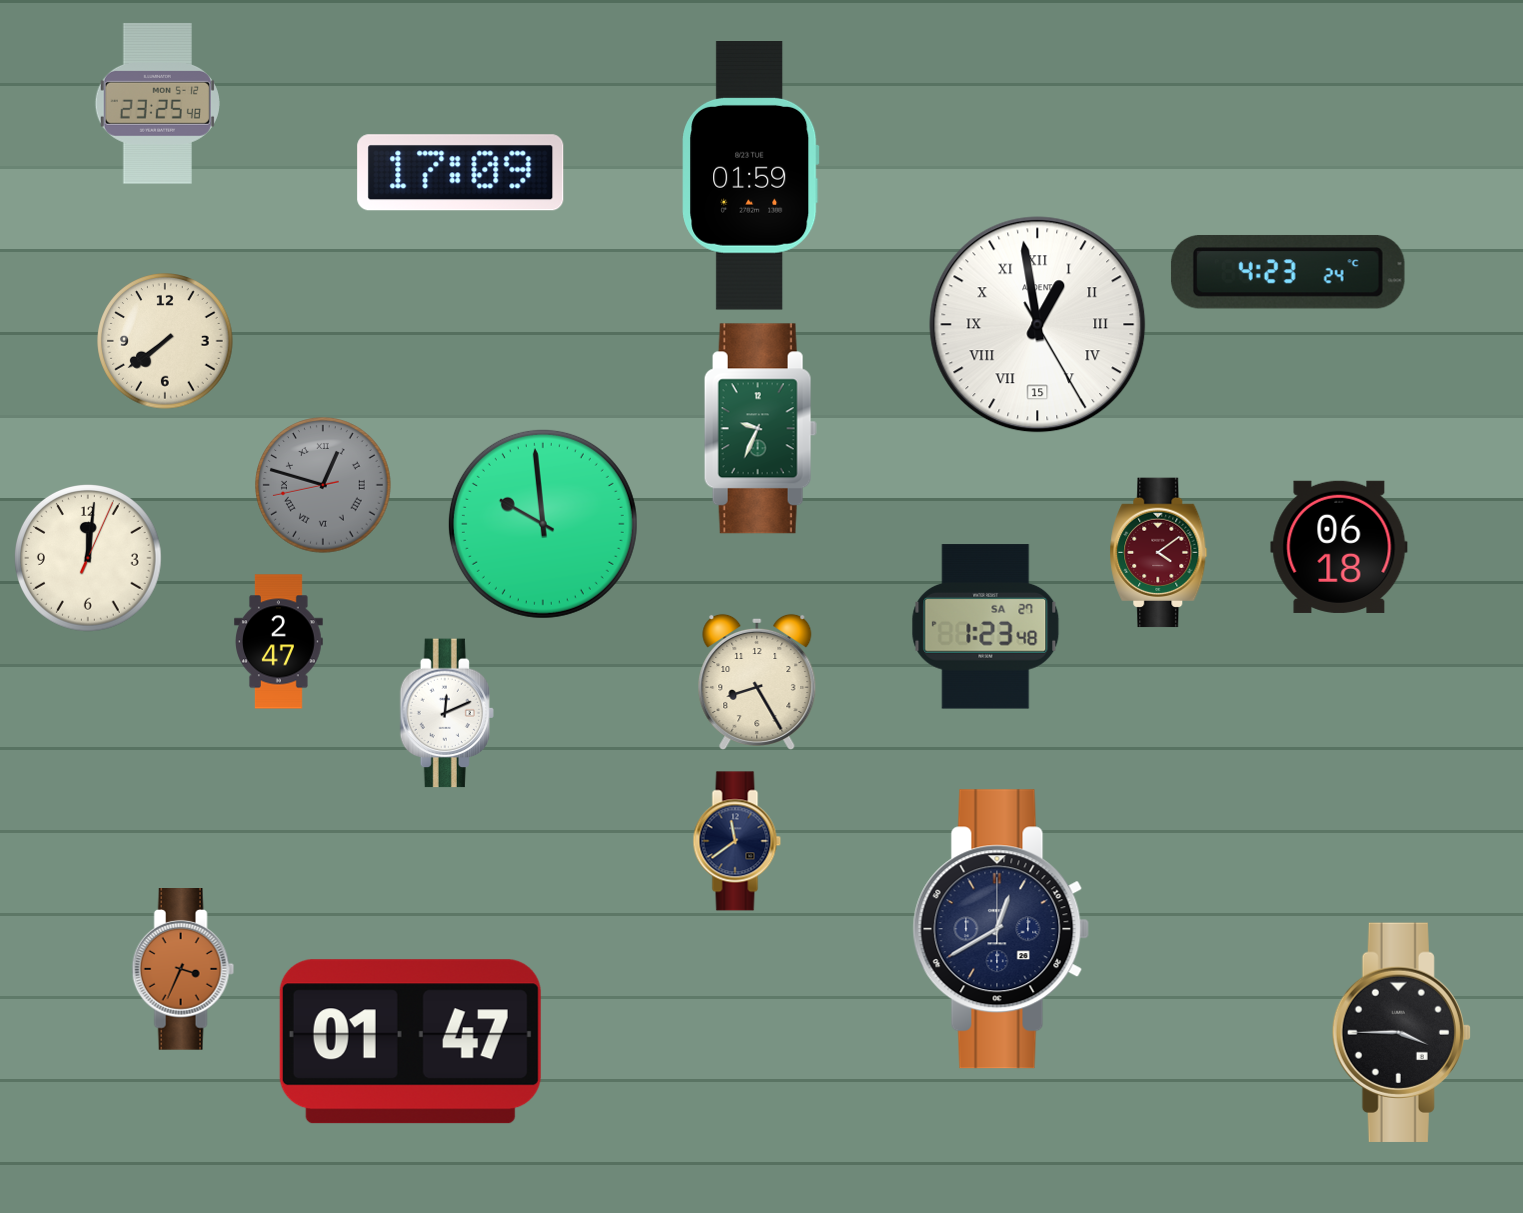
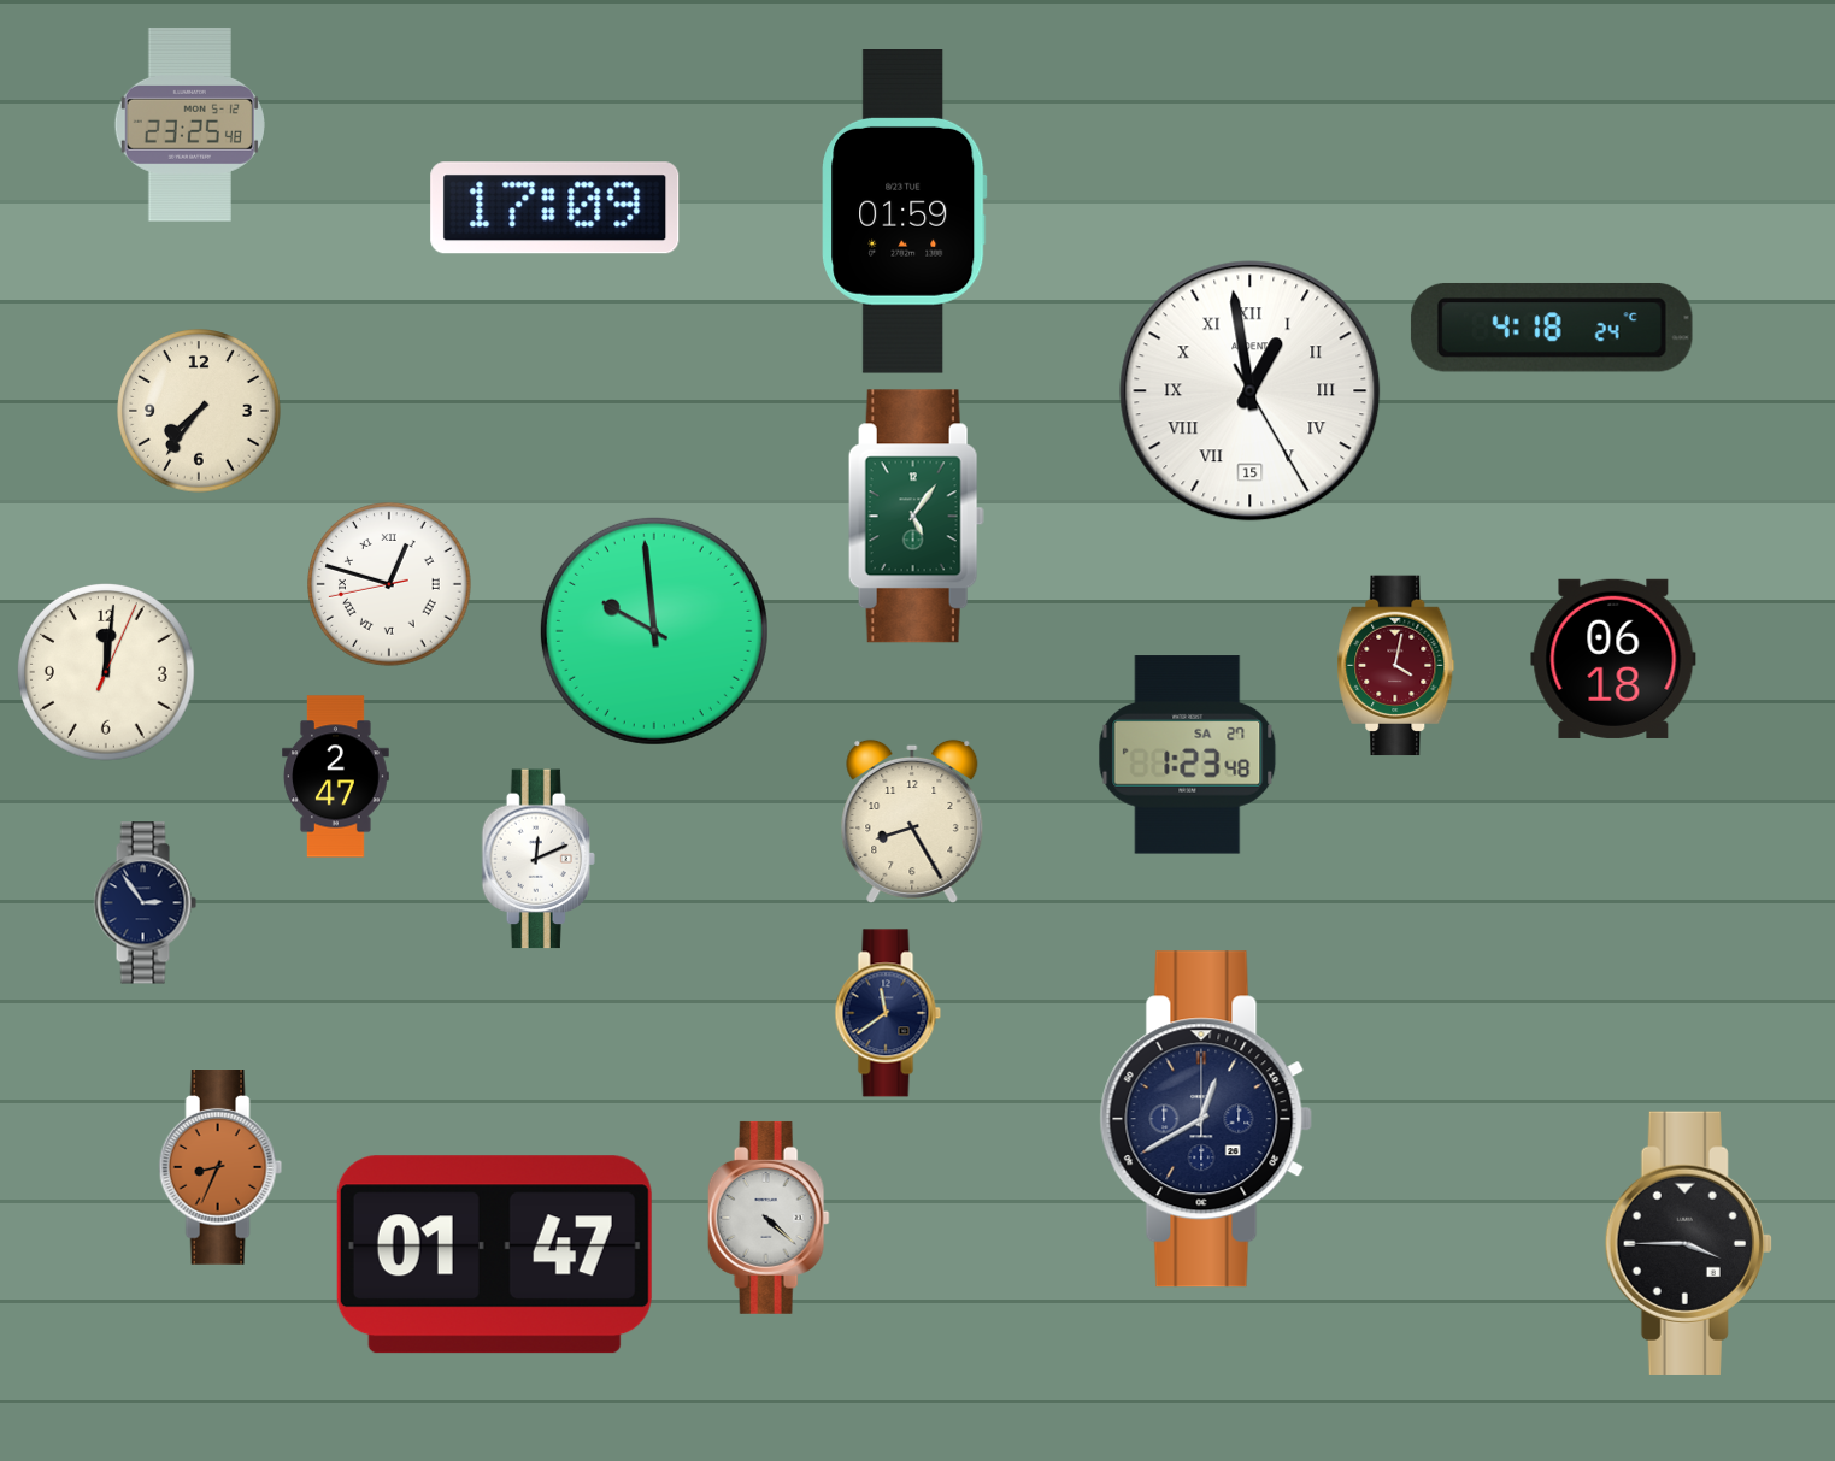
clock at (1288, 272): 4:23 -> 4:18
clock at (165, 341): 7:39 -> 7:36
clock at (760, 429): 9:34 -> 5:06
clock at (323, 485) dial: grey -> white
clock at (1159, 553): 4:09 -> 4:02
clock at (279, 642) position: (279, 642) -> (336, 777)
clock at (145, 903): none -> 2:54
clock at (183, 970): 3:34 -> 8:34
clock at (769, 1218): none -> 4:22
